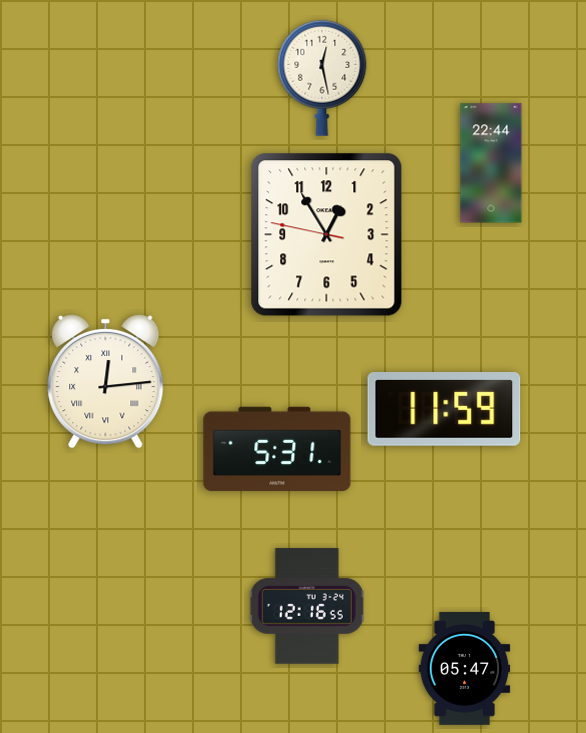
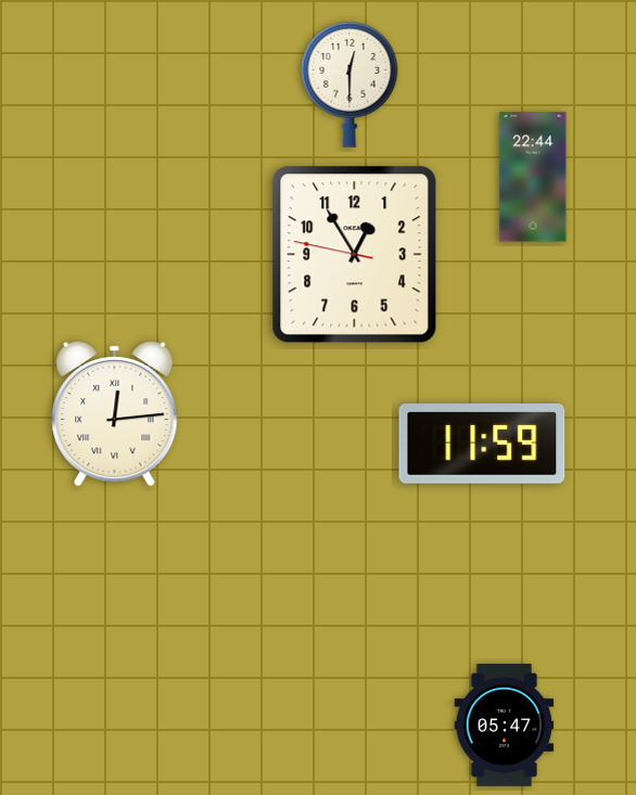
clock at (322, 78): 12:28 -> 12:30
clock at (277, 448): 5:31 -> none
clock at (307, 606): 12:16 -> none
